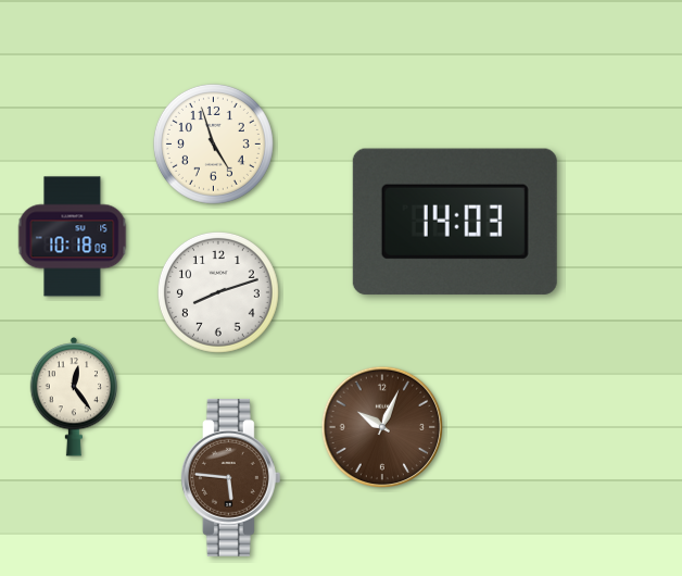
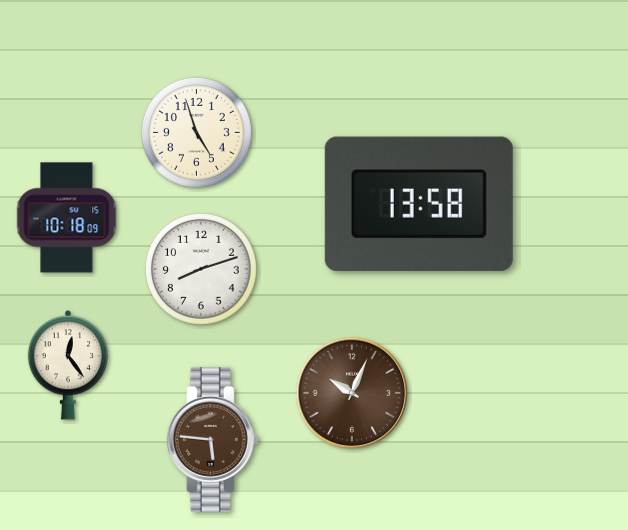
clock at (455, 222): 14:03 -> 13:58
